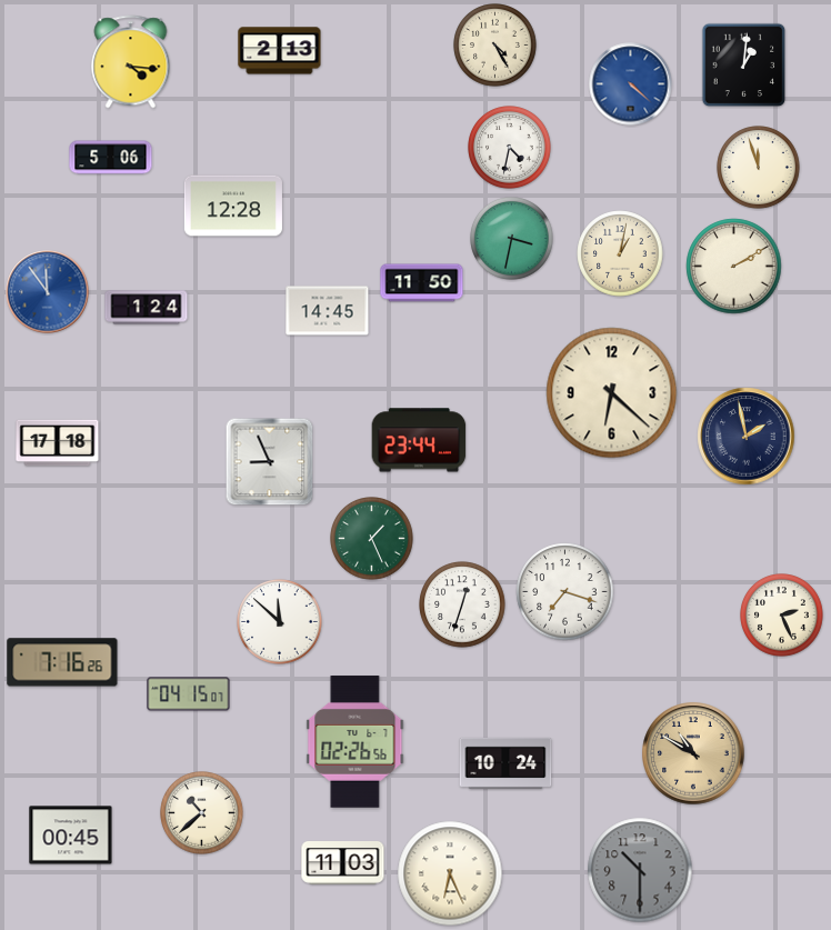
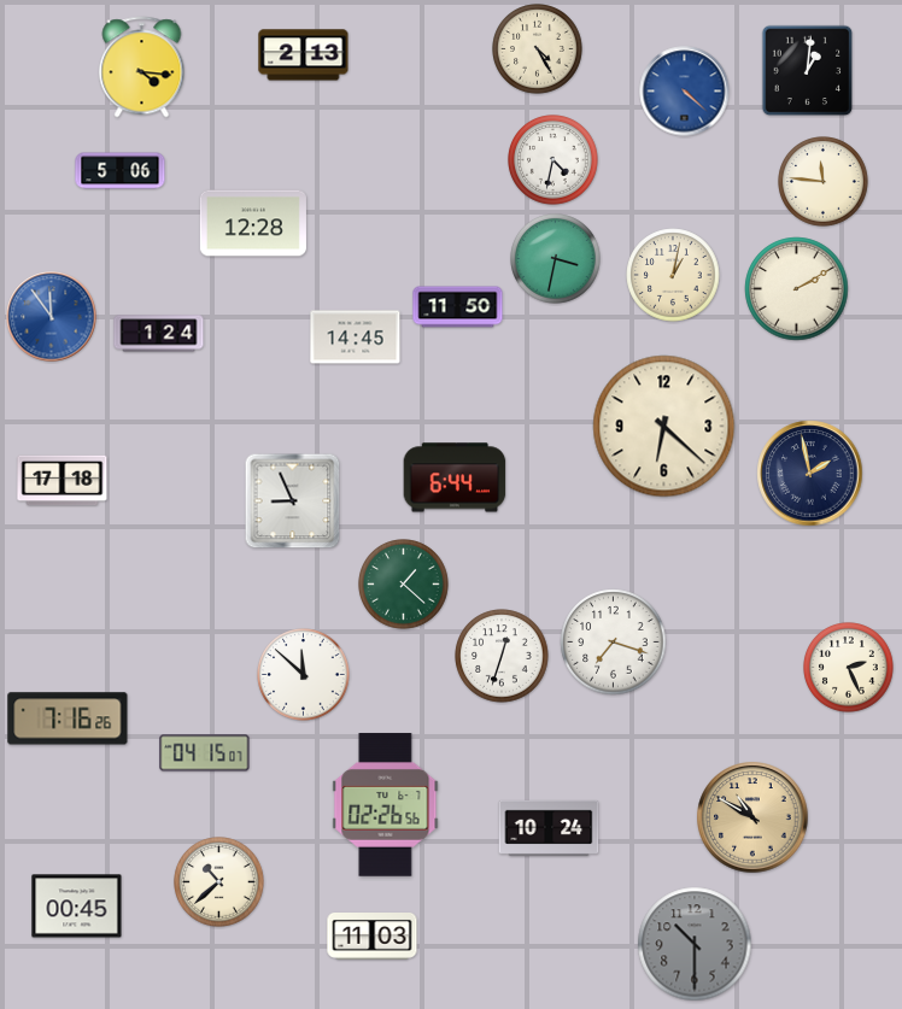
clock at (759, 168): 11:57 -> 11:46
clock at (419, 440): 23:44 -> 6:44
clock at (372, 539): 1:26 -> 1:22
clock at (450, 873): 6:26 -> none
